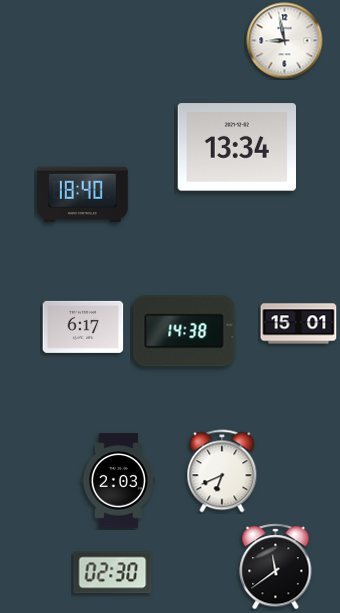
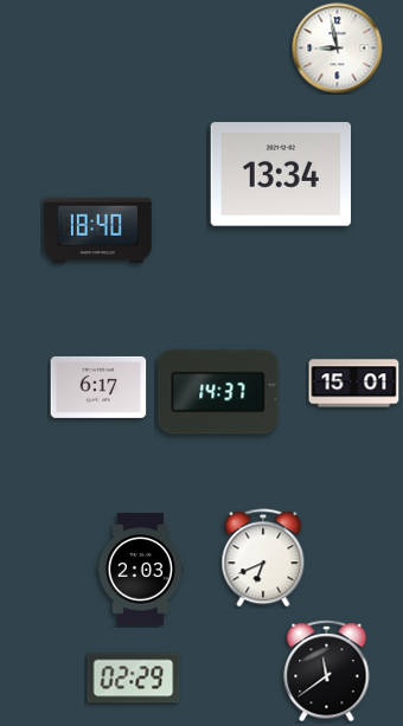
clock at (184, 331): 14:38 -> 14:37
clock at (113, 573): 02:30 -> 02:29
